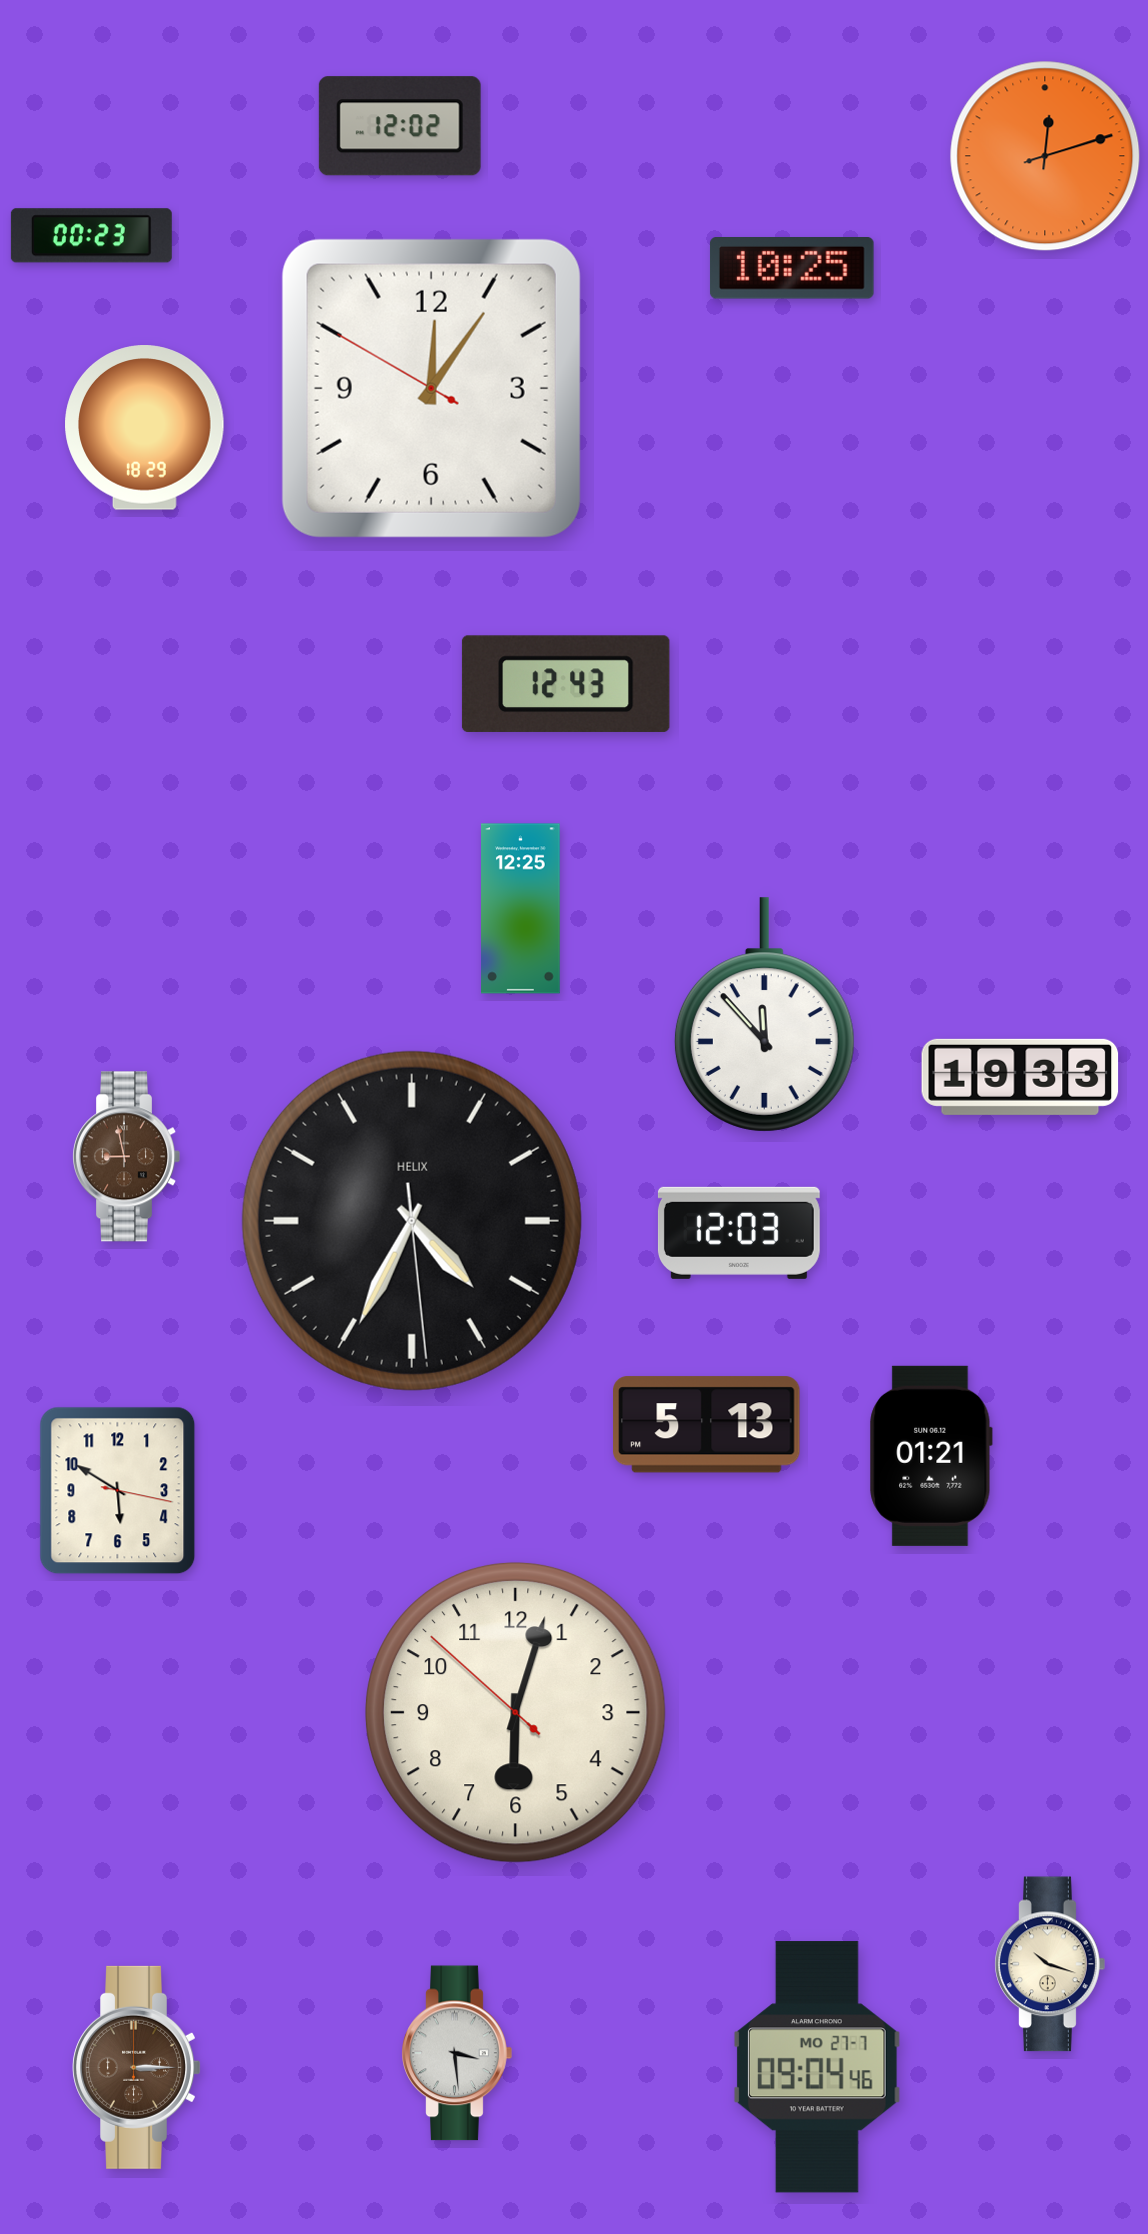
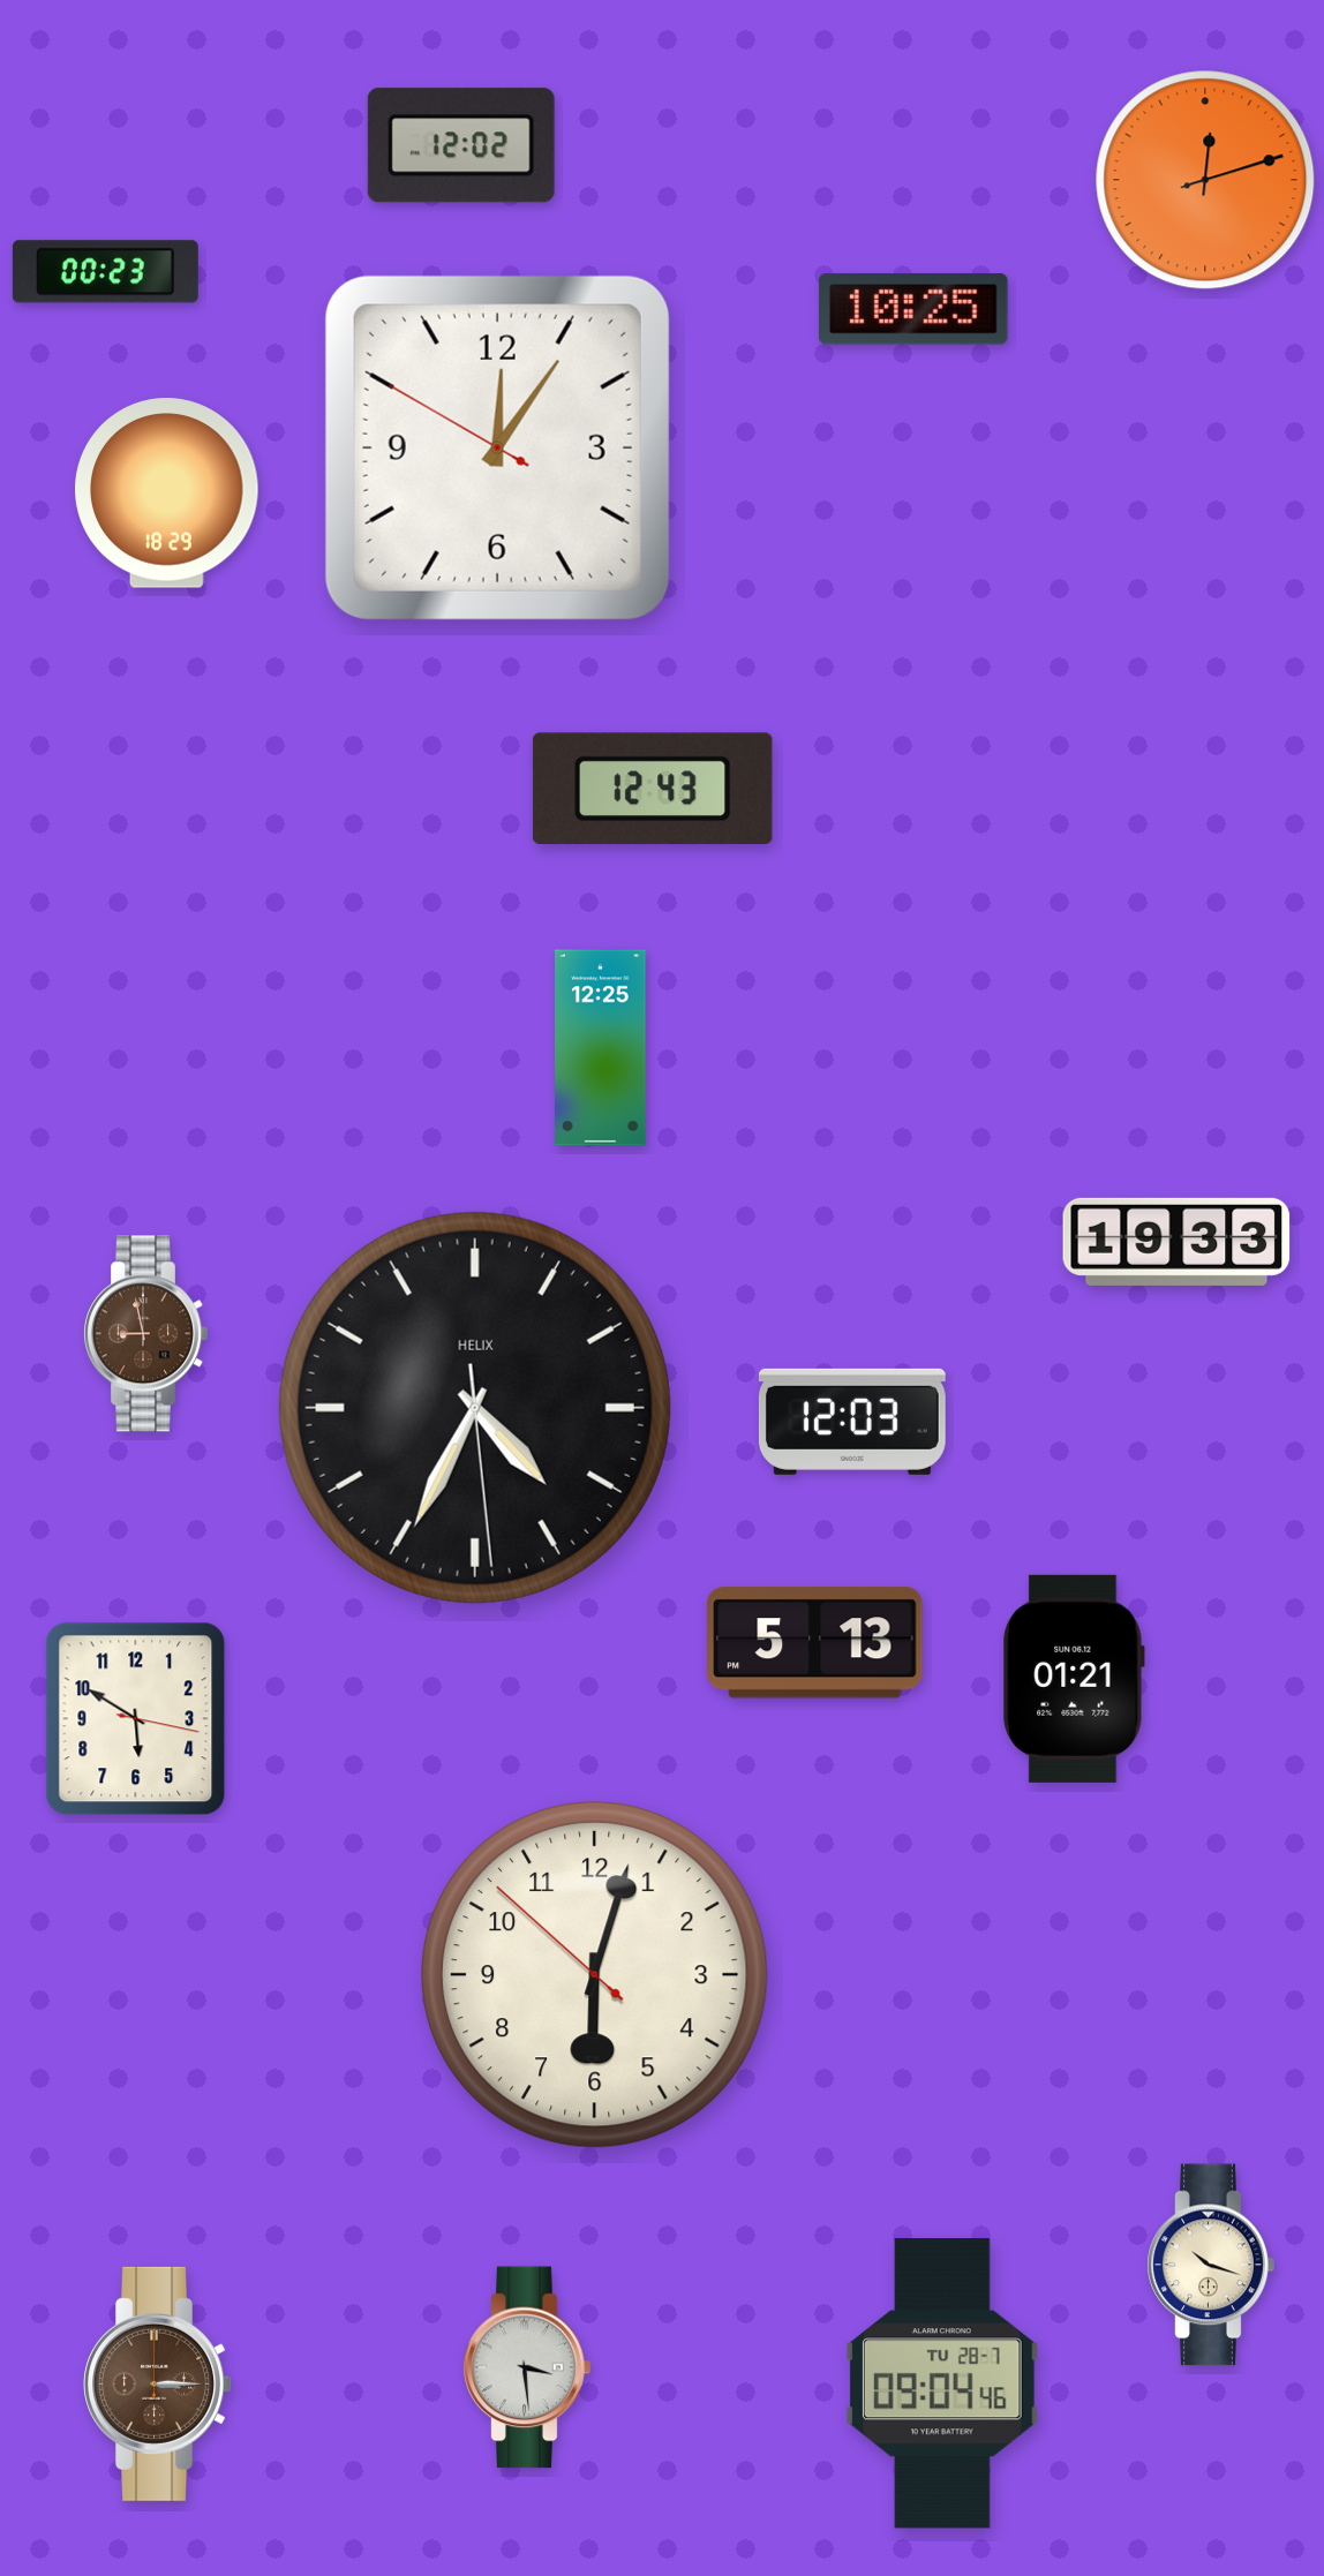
clock at (764, 1015): 11:53 -> none
clock at (817, 2067) date: MO 27-7 -> TU 28-7
